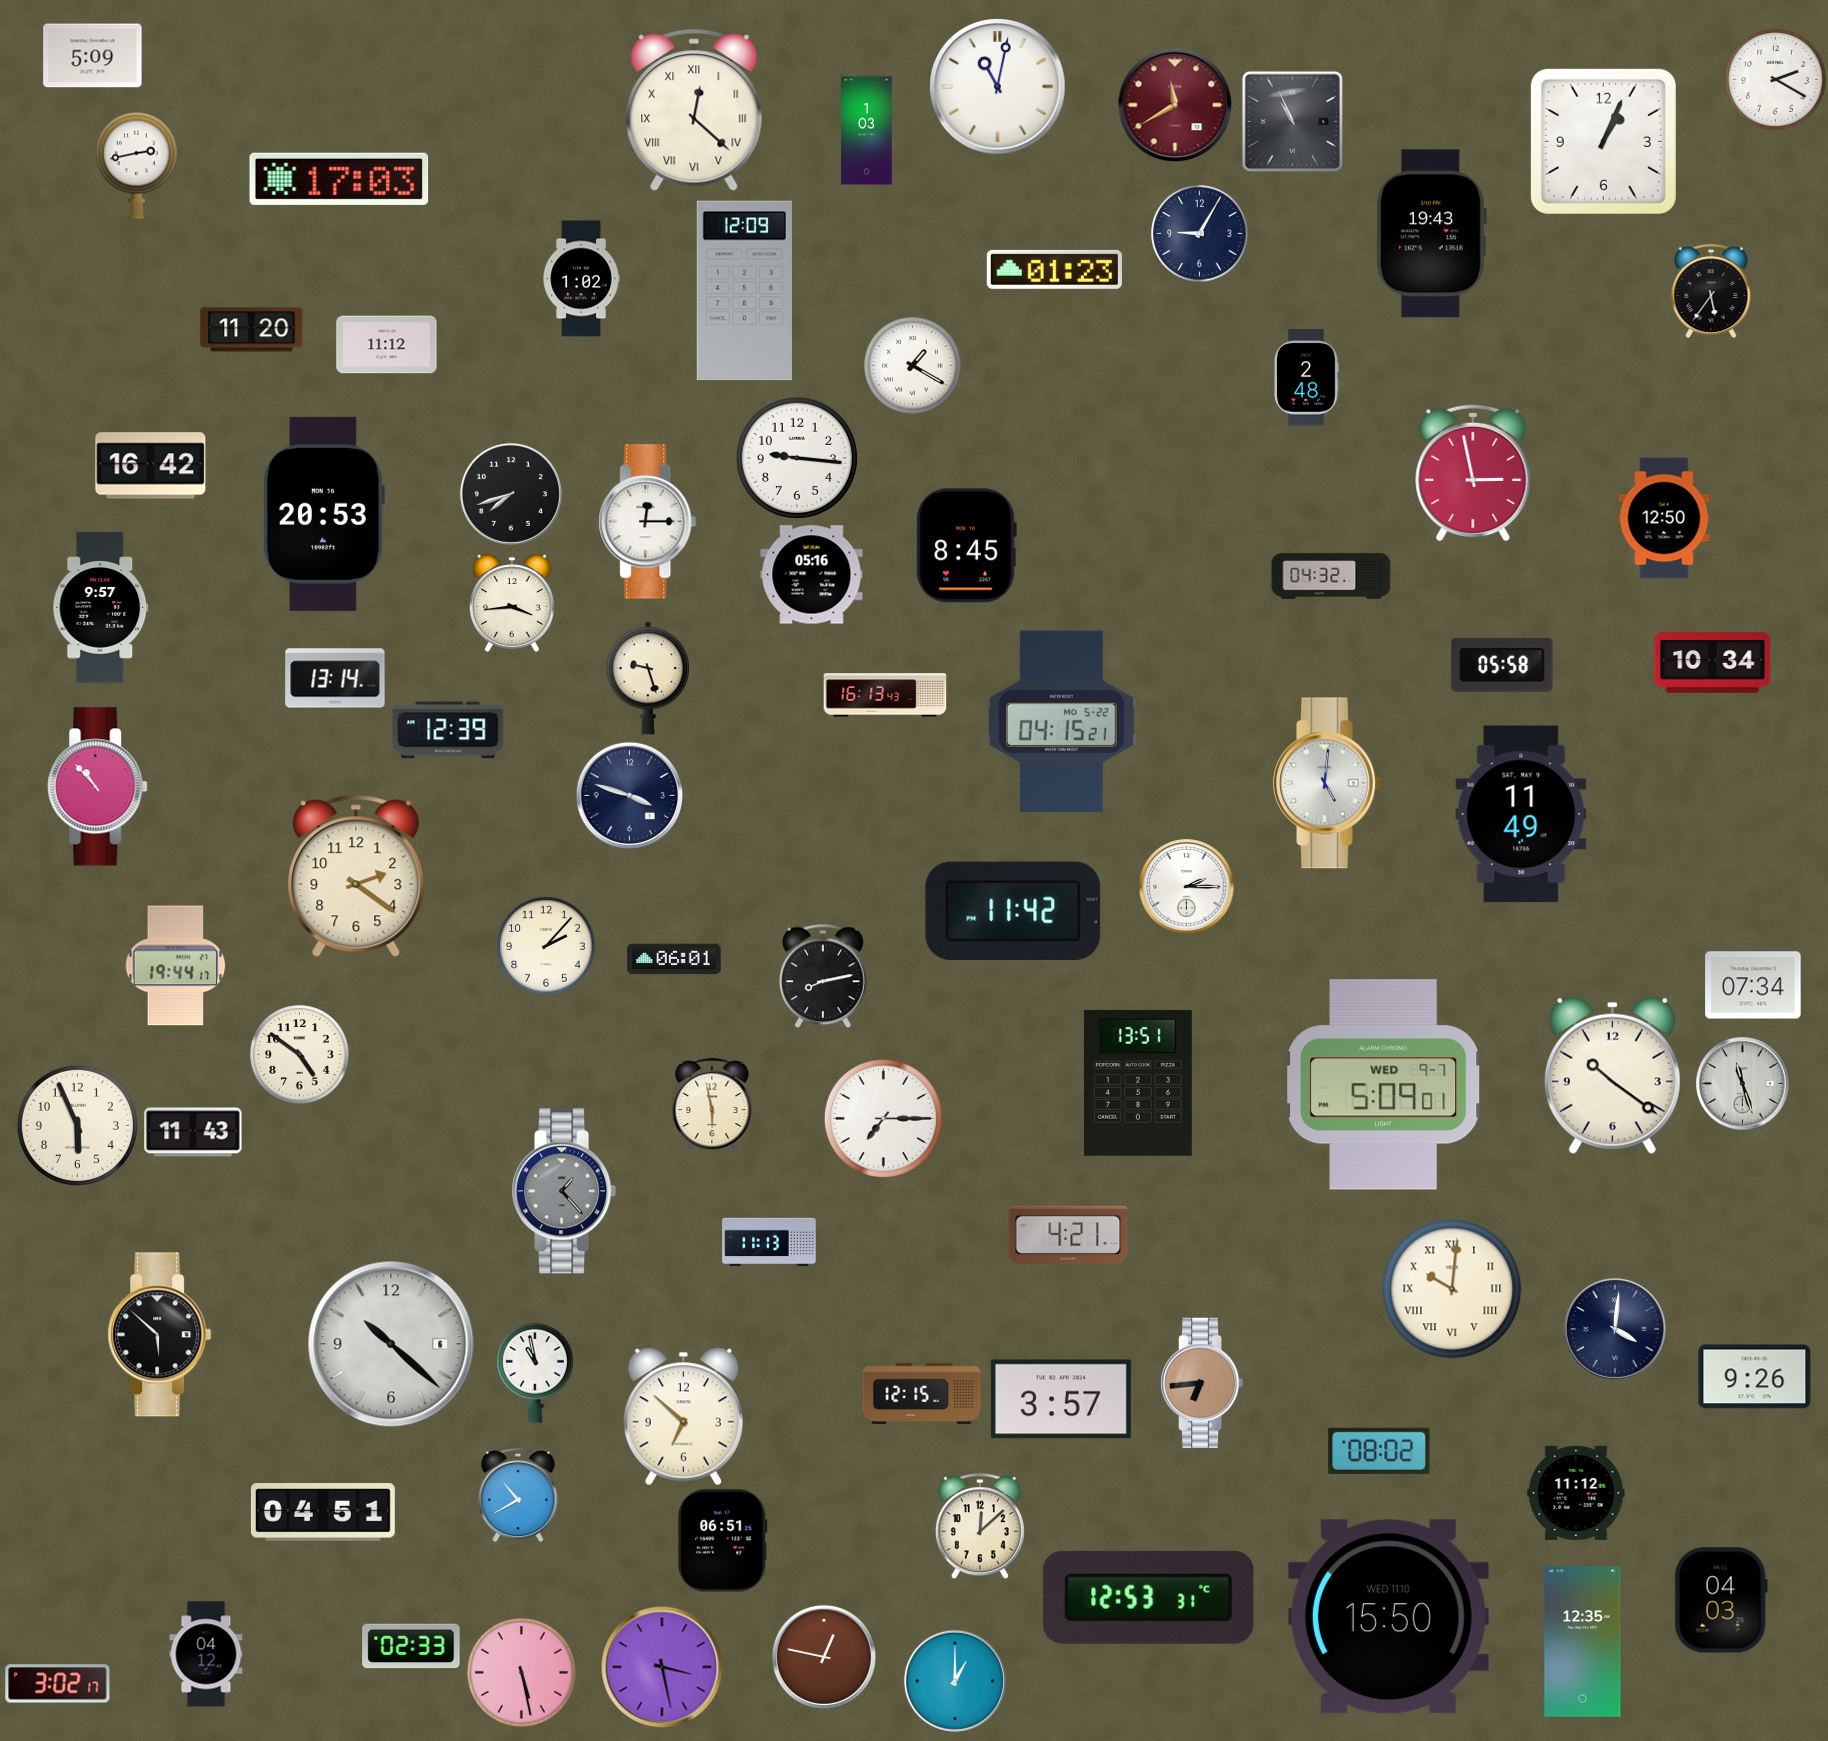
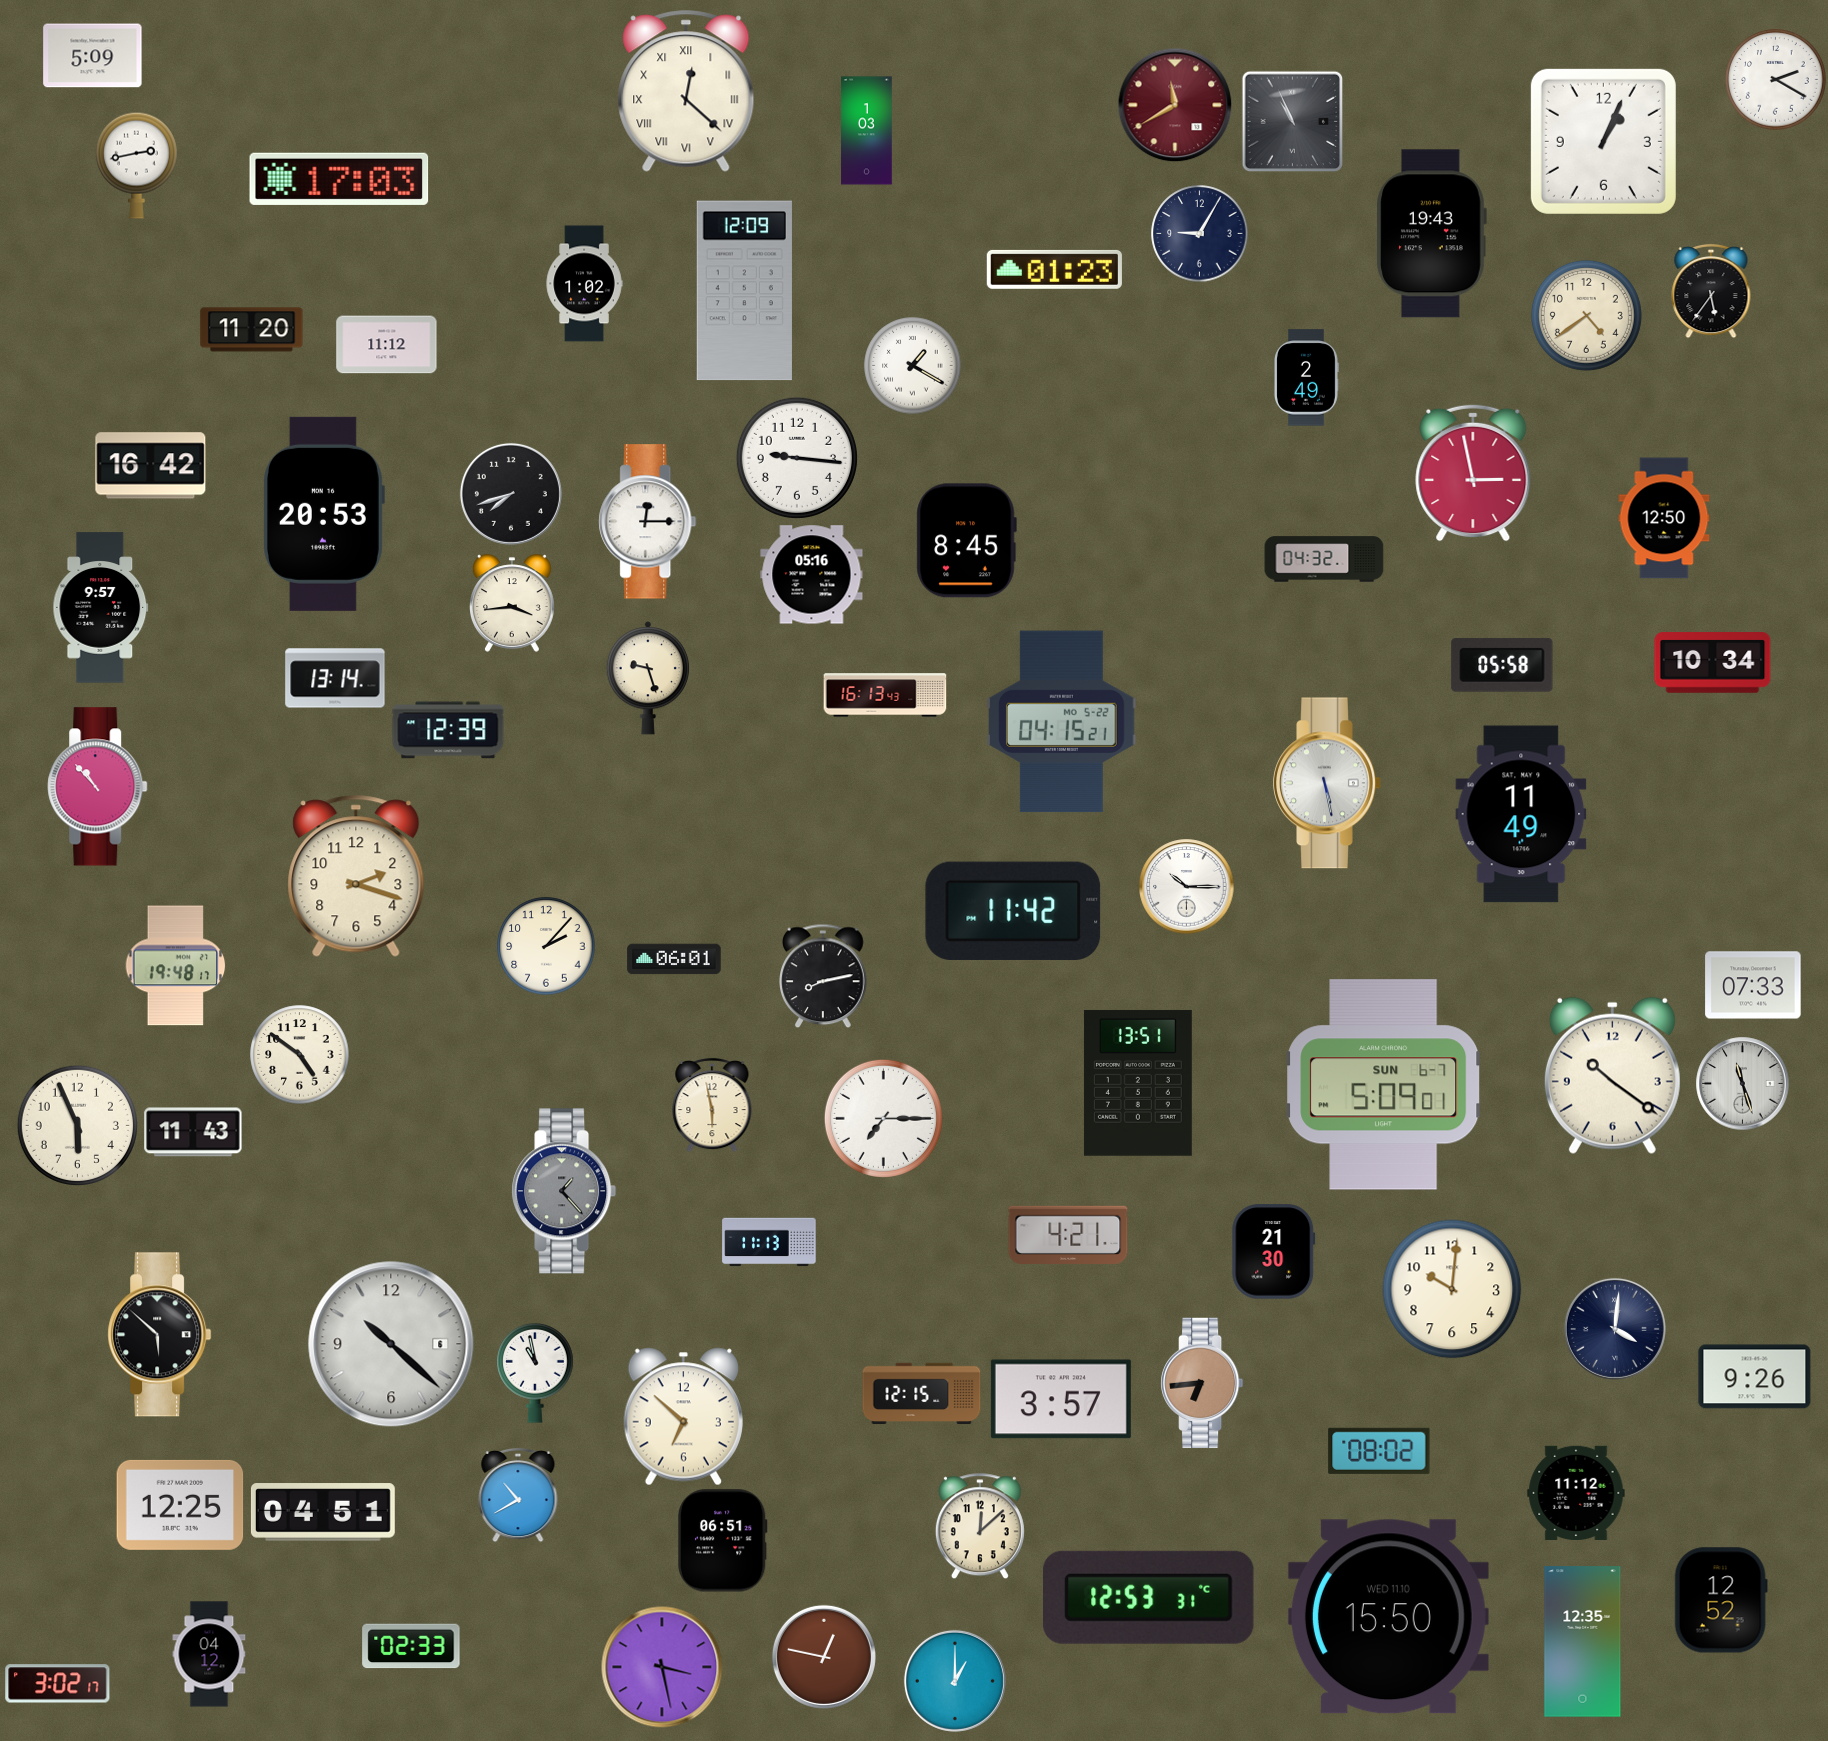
clock at (998, 87): 11:02 -> none
clock at (694, 110) position: (694, 110) -> (686, 91)
clock at (581, 279) position: (581, 279) -> (584, 284)
clock at (1586, 315): none -> 4:39
clock at (1306, 378): 2:48 -> 2:49
clock at (966, 546) position: (966, 546) -> (966, 541)
clock at (1331, 576) position: (1331, 576) -> (1324, 559)
clock at (1327, 783): 5:01 -> 5:28
clock at (629, 795): 3:48 -> none
clock at (356, 876): 2:21 -> 2:18
clock at (1187, 887): 2:15 -> 10:15
clock at (176, 966): 19:44 -> 19:48
clock at (1753, 985): 07:34 -> 07:33
clock at (1384, 1085) date: WED 9-7 -> SUN 6-7
clock at (1274, 1252): none -> 21:30
clock at (1452, 1289) numerals: Roman -> Arabic
clock at (180, 1505): none -> 12:25
clock at (1721, 1600): 04:03 -> 12:52
clock at (206, 1654) position: (206, 1654) -> (209, 1654)
clock at (521, 1672): 5:28 -> none
